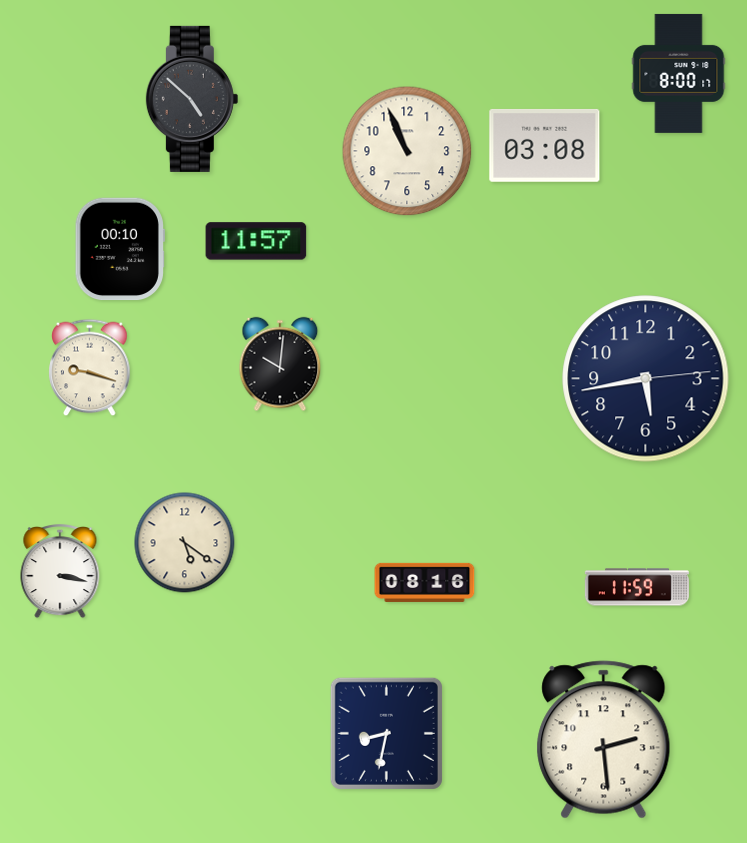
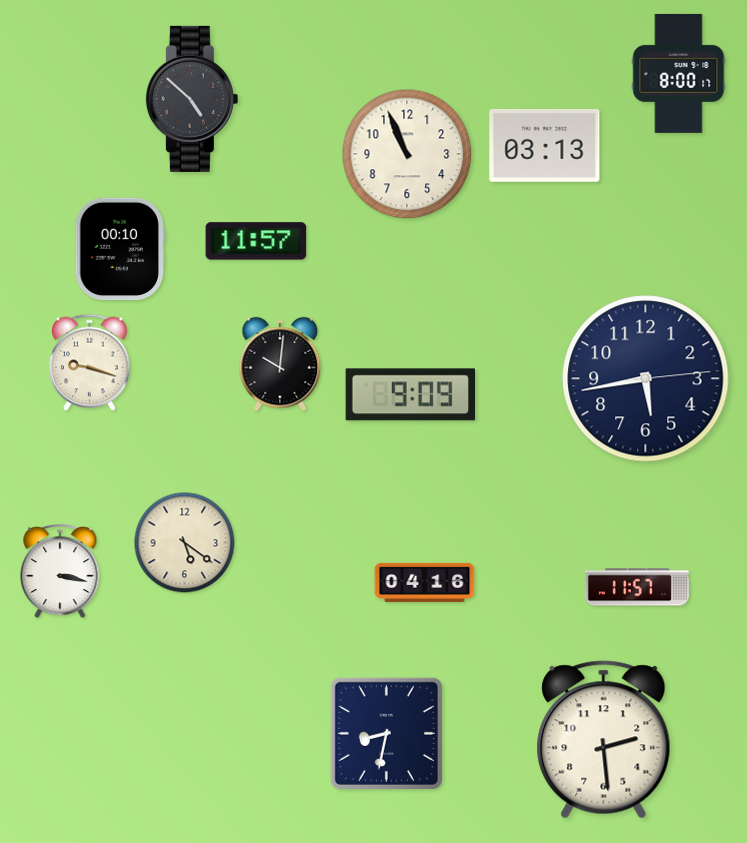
clock at (545, 145): 03:08 -> 03:13
clock at (407, 151) position: (407, 151) -> (407, 154)
clock at (90, 368) position: (90, 368) -> (90, 363)
clock at (411, 395): none -> 9:09
clock at (425, 582): 08:16 -> 04:16
clock at (637, 587): 11:59 -> 11:57
